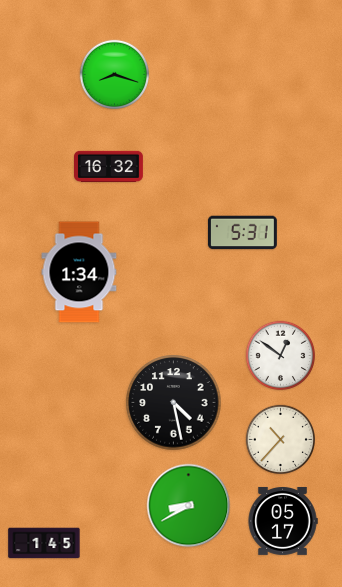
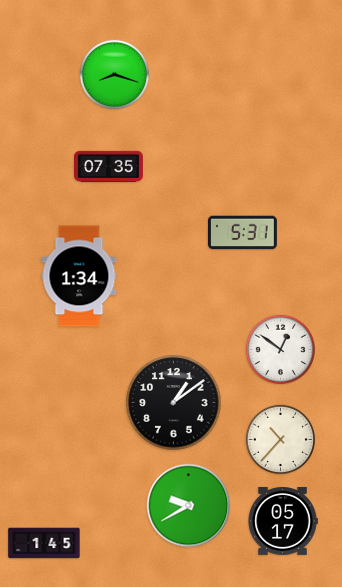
clock at (109, 166): 16:32 -> 07:35
clock at (79, 272) position: (79, 272) -> (79, 276)
clock at (280, 355) position: (280, 355) -> (280, 349)
clock at (174, 403): 4:28 -> 1:09
clock at (189, 506): 8:40 -> 9:40
